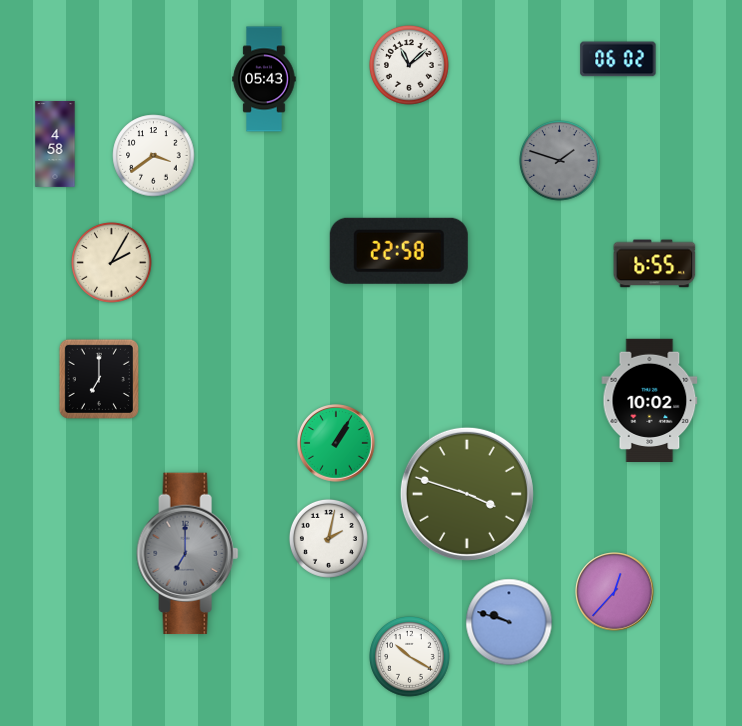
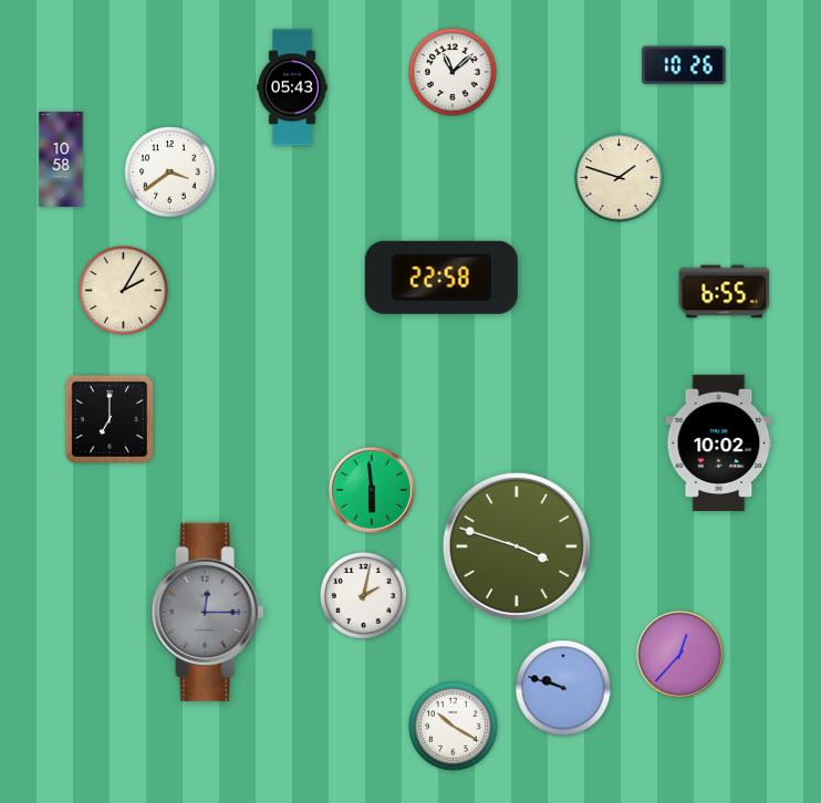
clock at (618, 59): 06:02 -> 10:26
clock at (55, 144): 4:58 -> 10:58
clock at (560, 161) dial: grey -> cream
clock at (336, 443): 1:05 -> 5:59
clock at (188, 554): 7:00 -> 12:15
